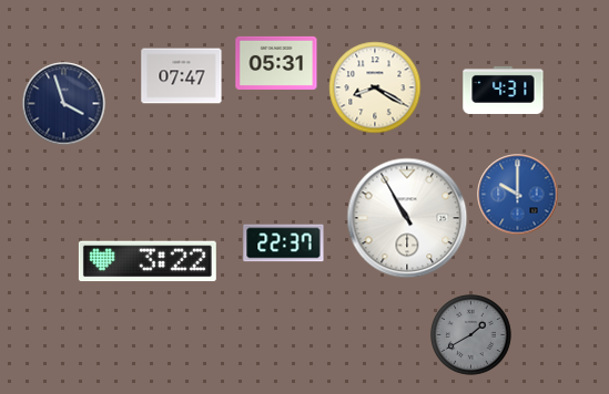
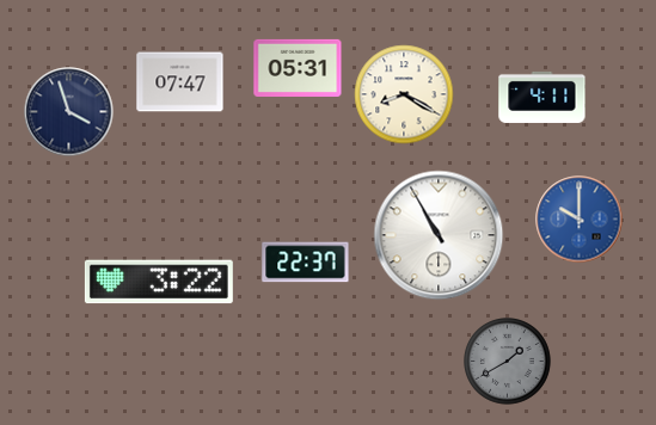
clock at (182, 76) position: (182, 76) -> (180, 82)
clock at (504, 90): 4:31 -> 4:11
clock at (518, 195) position: (518, 195) -> (580, 220)
